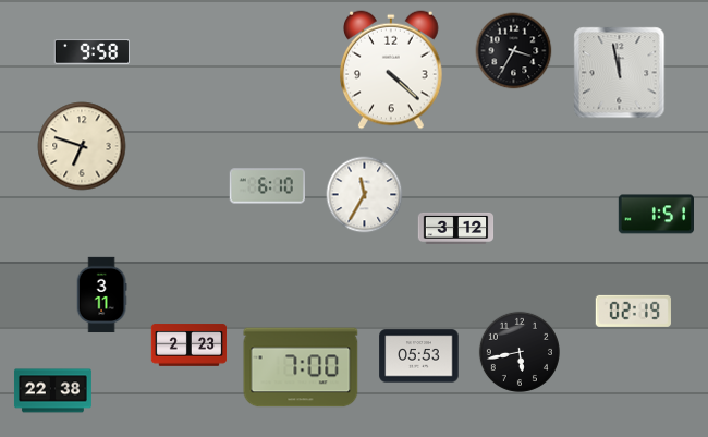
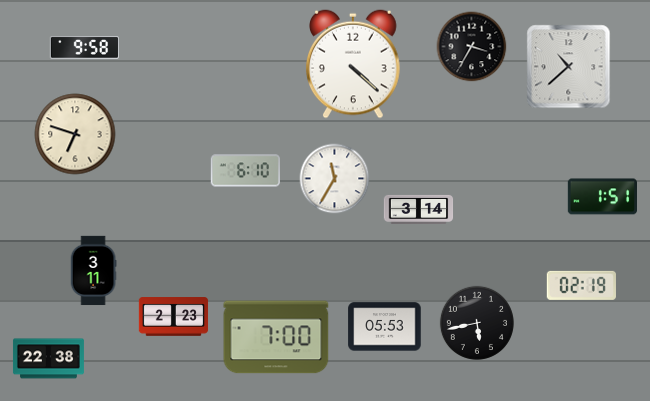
clock at (392, 70) position: (392, 70) -> (354, 64)
clock at (620, 73): 11:58 -> 10:38
clock at (456, 228): 3:12 -> 3:14
